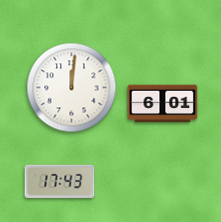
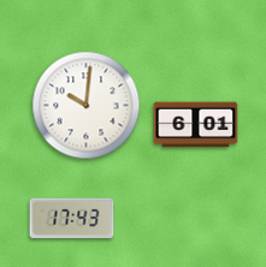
clock at (72, 88): 12:01 -> 10:01
